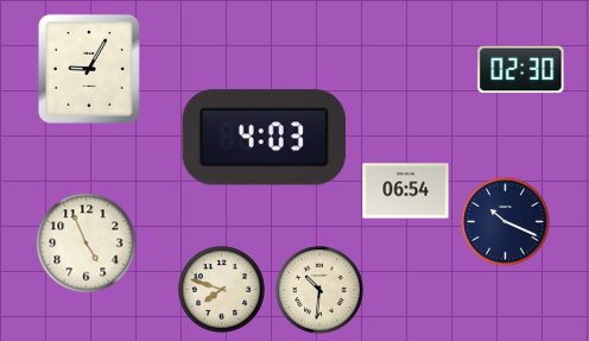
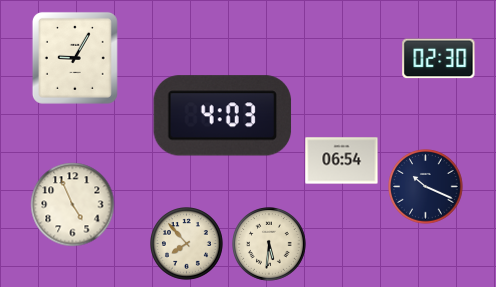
clock at (222, 290): 7:48 -> 7:53
clock at (319, 290): 10:31 -> 5:31
